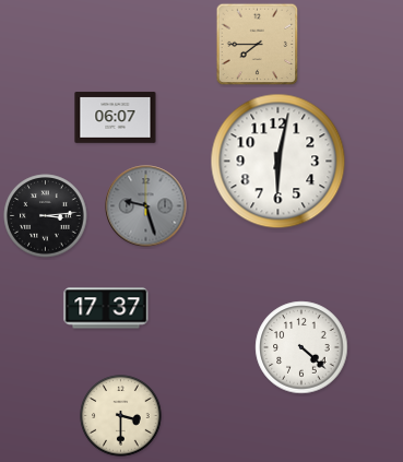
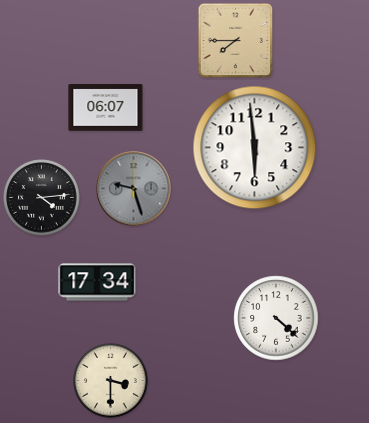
clock at (278, 162): 6:02 -> 5:59
clock at (46, 216): 3:14 -> 4:14
clock at (106, 308): 17:37 -> 17:34
